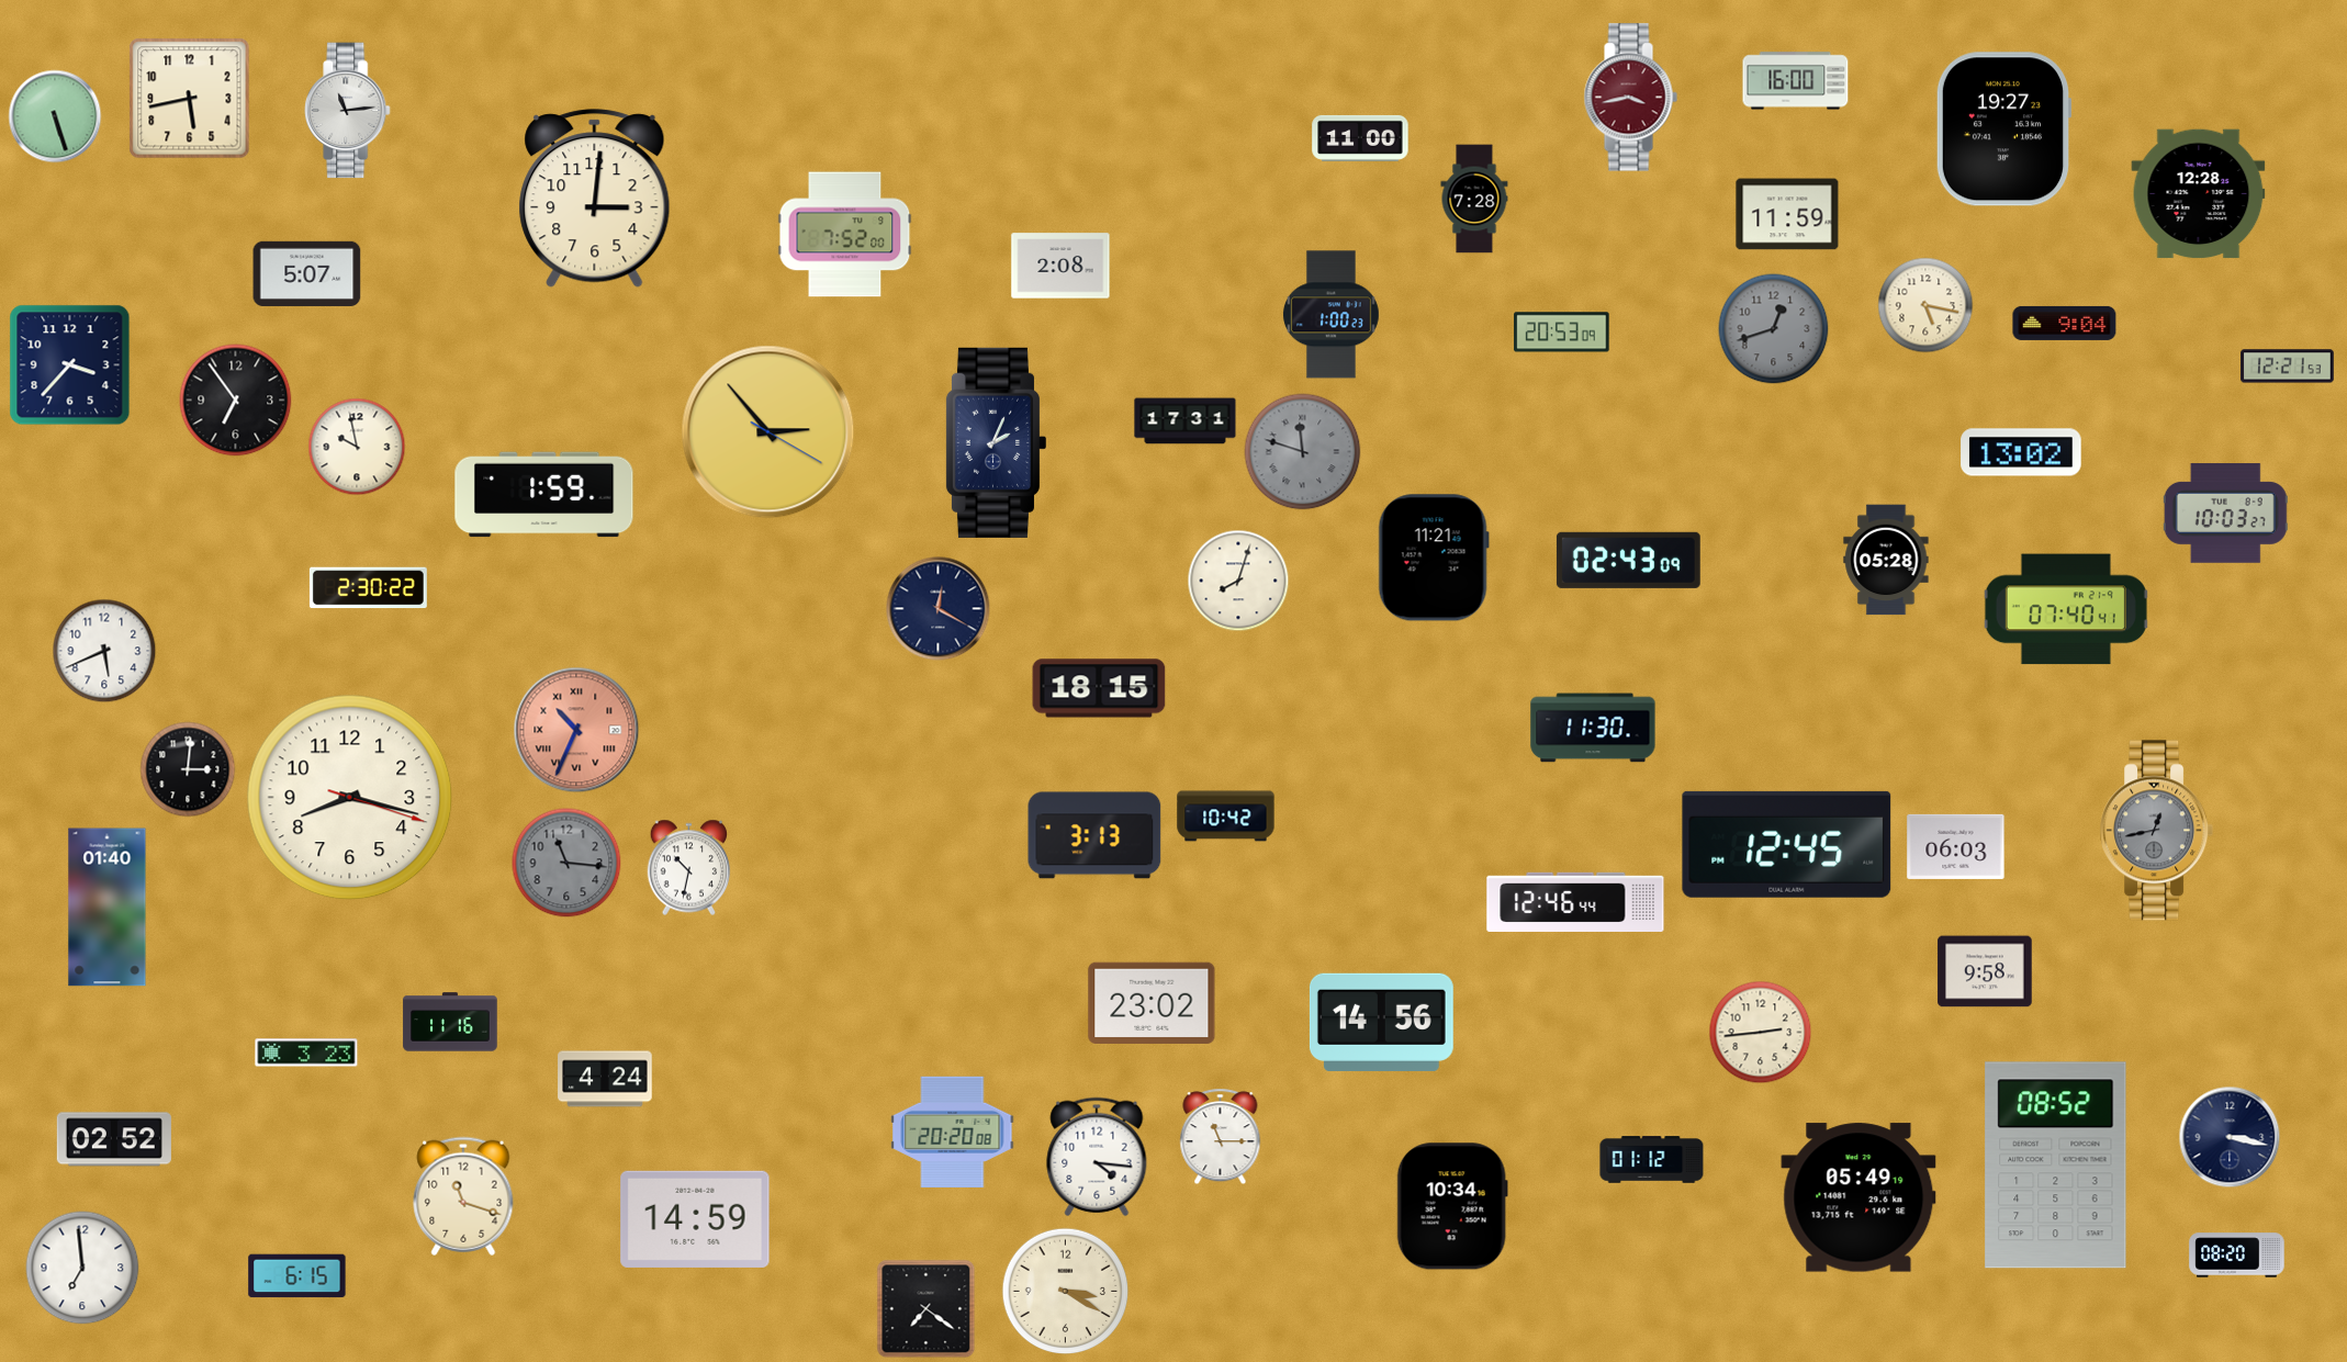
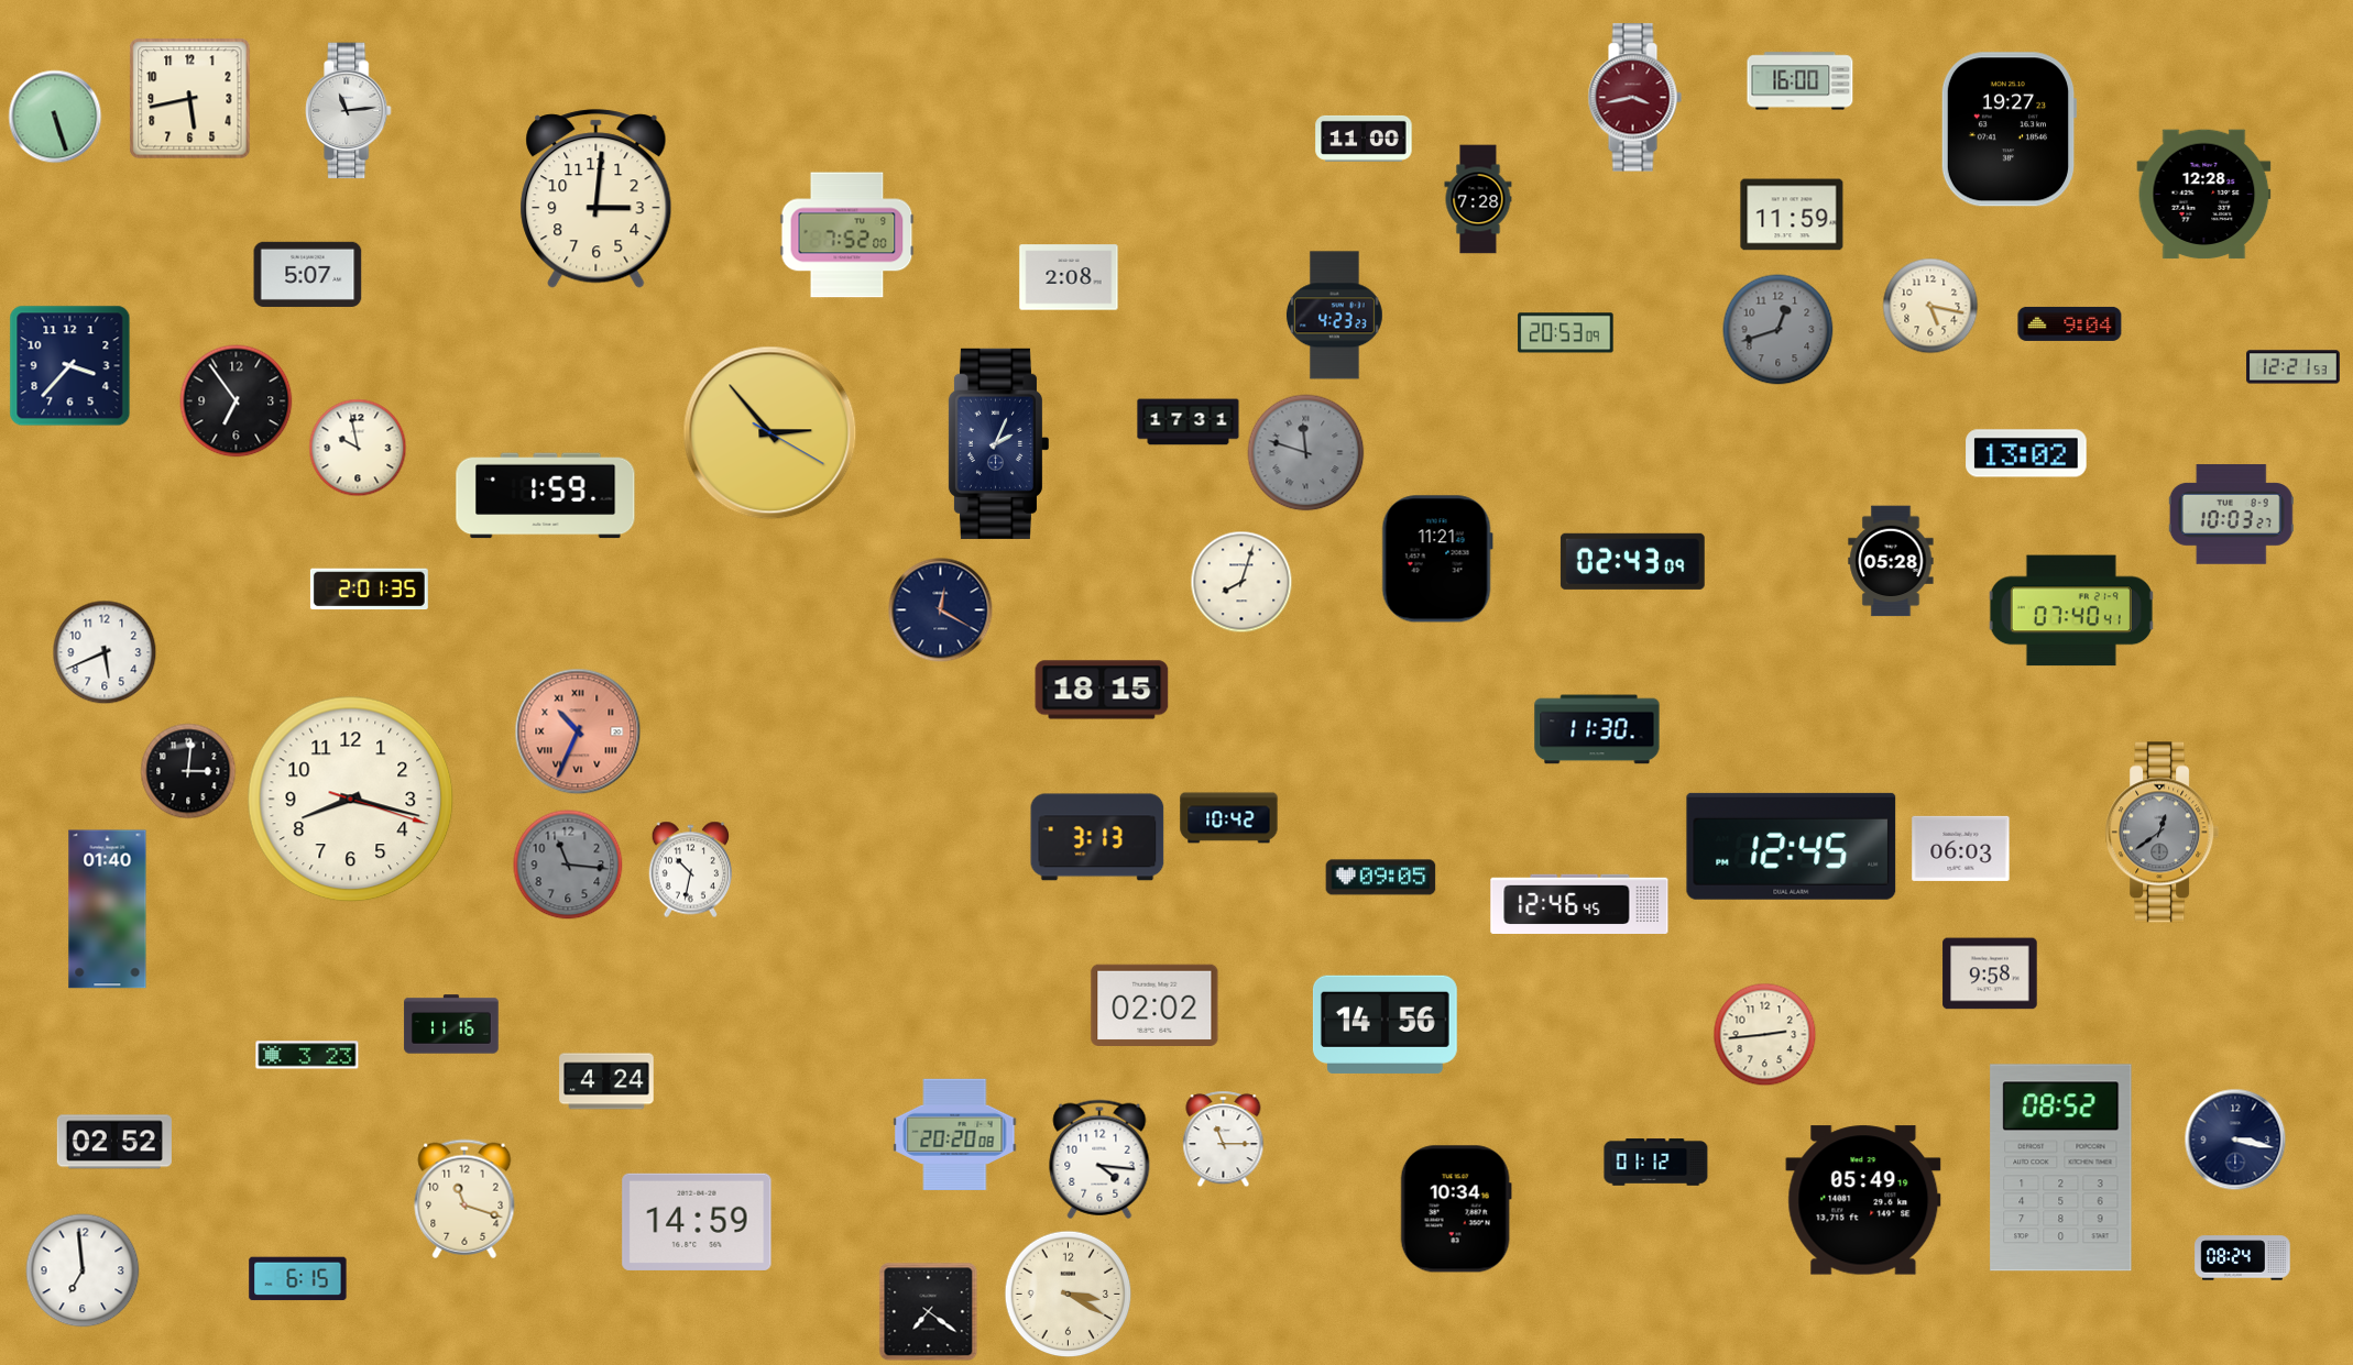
clock at (1060, 266) position: (1060, 266) -> (1069, 277)
clock at (1330, 315): 1:00 -> 4:23
clock at (368, 588): 2:30 -> 2:01
clock at (2157, 831): 12:43 -> 12:39
clock at (1381, 878): none -> 09:05
clock at (1575, 902): 12:46:44 -> 12:46:45
clock at (1152, 1002): 23:02 -> 02:02
clock at (2237, 1256): 08:20 -> 08:24
